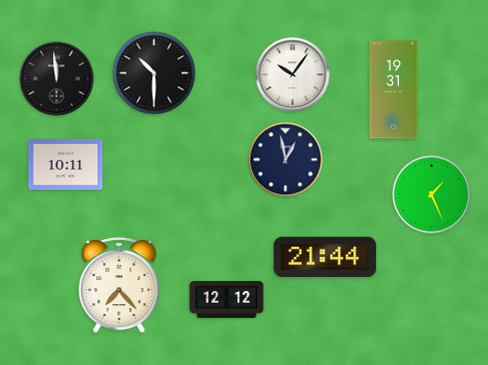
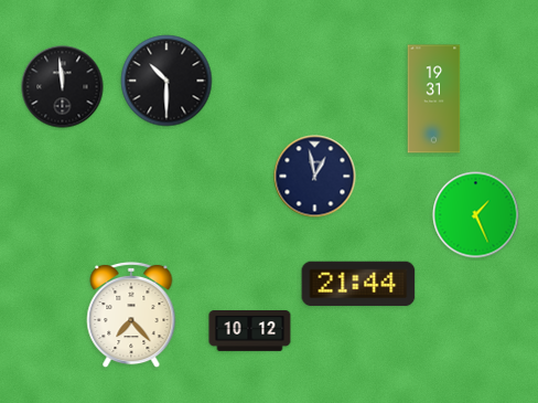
clock at (154, 73) position: (154, 73) -> (166, 81)
clock at (293, 75): 10:06 -> none
clock at (66, 165): 10:11 -> none
clock at (227, 300): 12:12 -> 10:12
